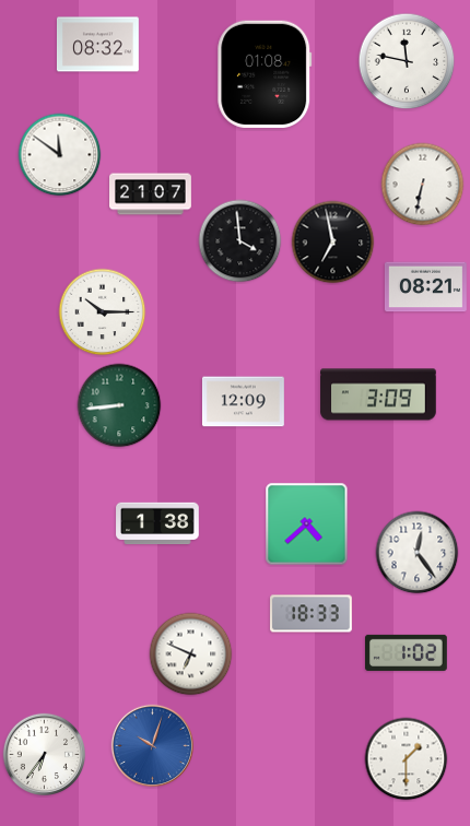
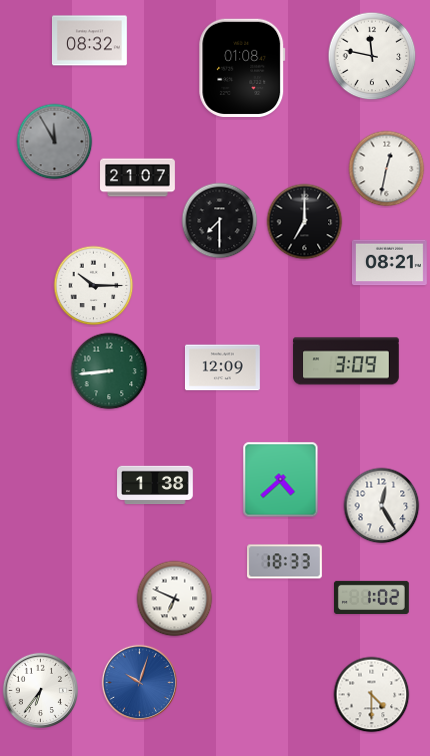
clock at (60, 155): 11:51 -> 11:55
clock at (60, 155) dial: white -> grey
clock at (423, 185): 6:32 -> 12:32
clock at (240, 241): 3:59 -> 7:30
clock at (333, 243): 6:58 -> 7:00
clock at (157, 523) position: (157, 523) -> (155, 485)
clock at (418, 553): 12:24 -> 12:25
clock at (407, 759): 1:30 -> 4:30
